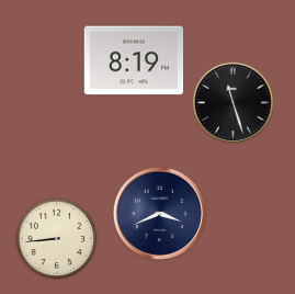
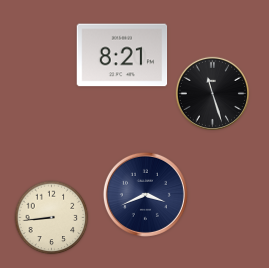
clock at (134, 60): 8:19 -> 8:21
